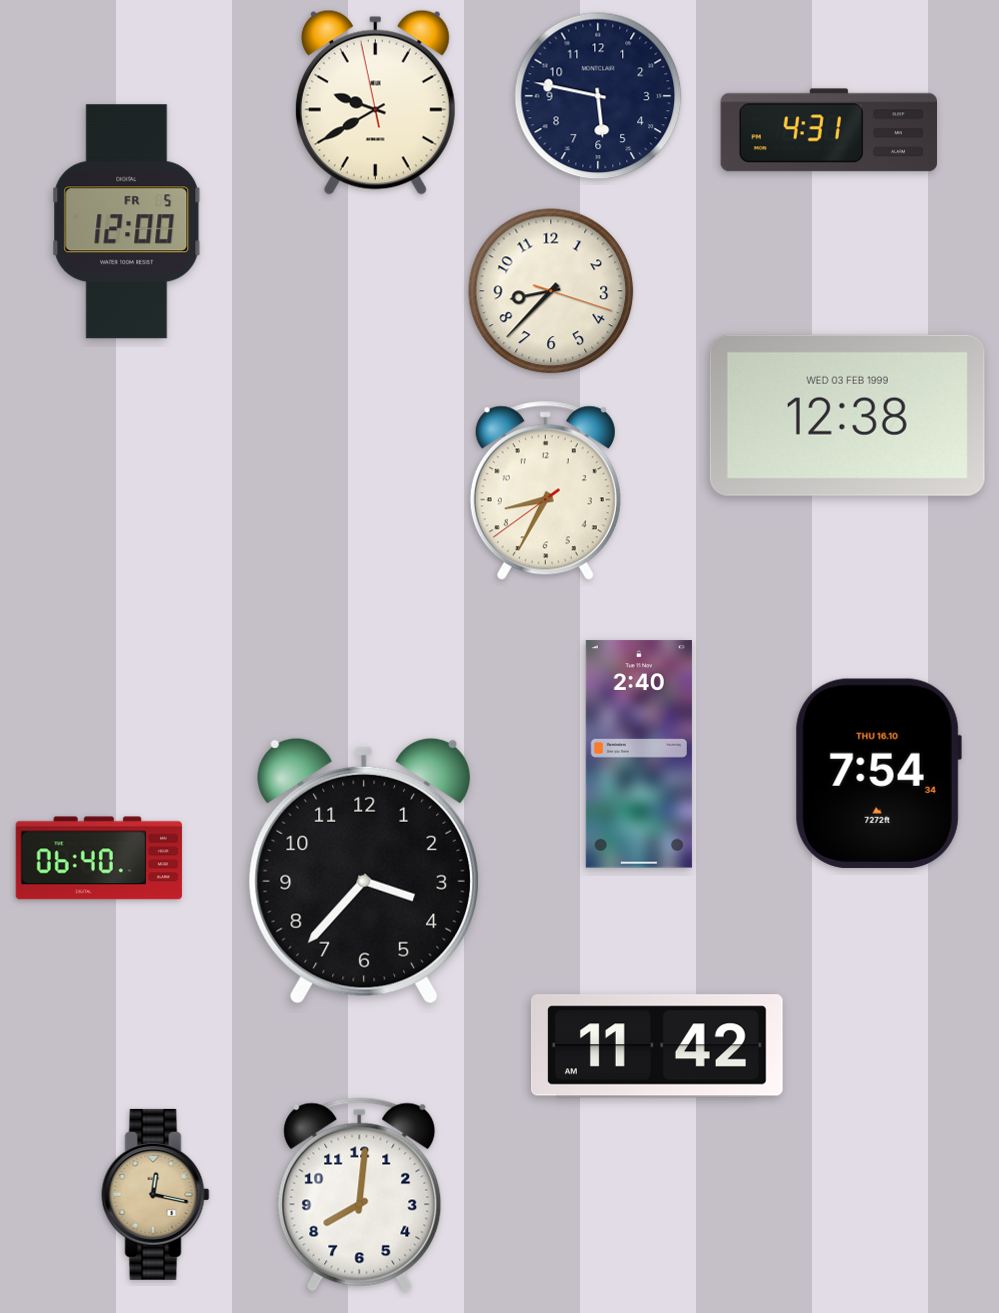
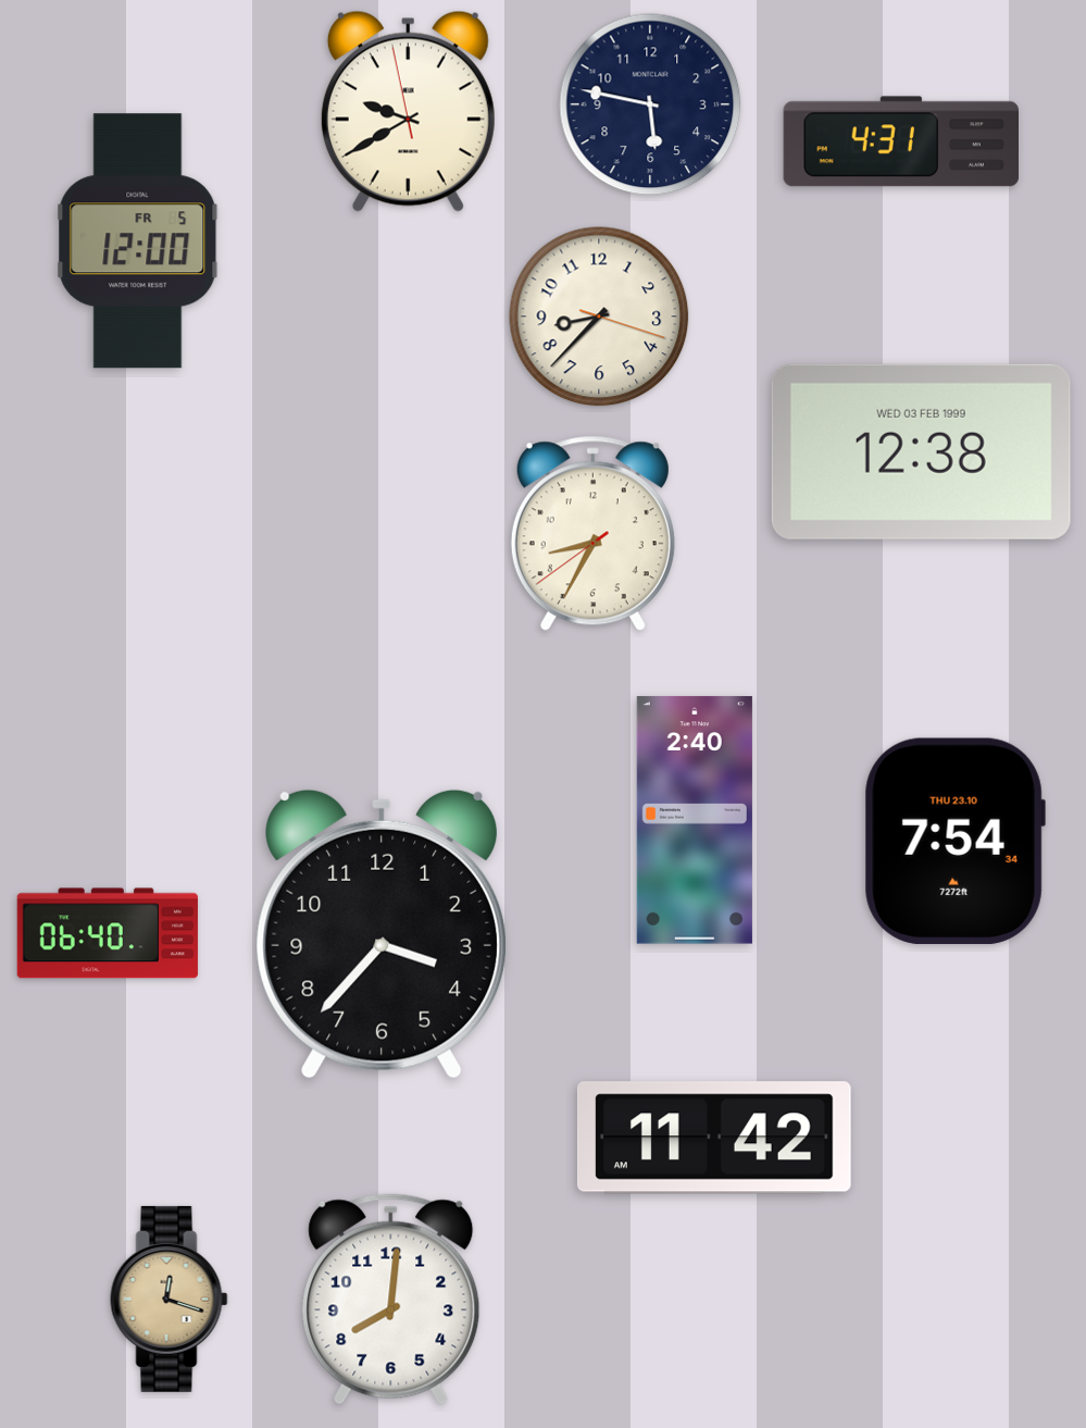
clock at (878, 773) date: THU 16.10 -> THU 23.10
clock at (363, 871) position: (363, 871) -> (380, 934)
clock at (156, 1194): 12:17 -> 12:18
